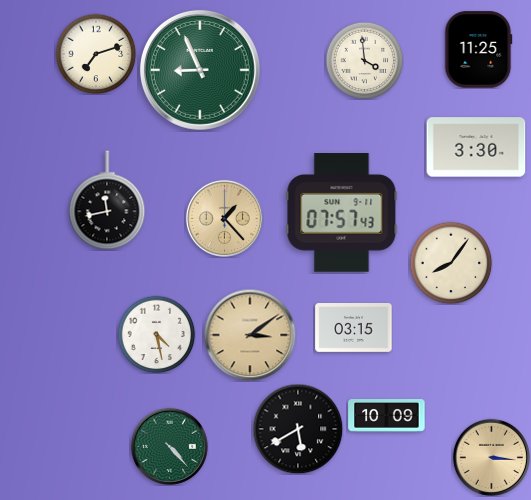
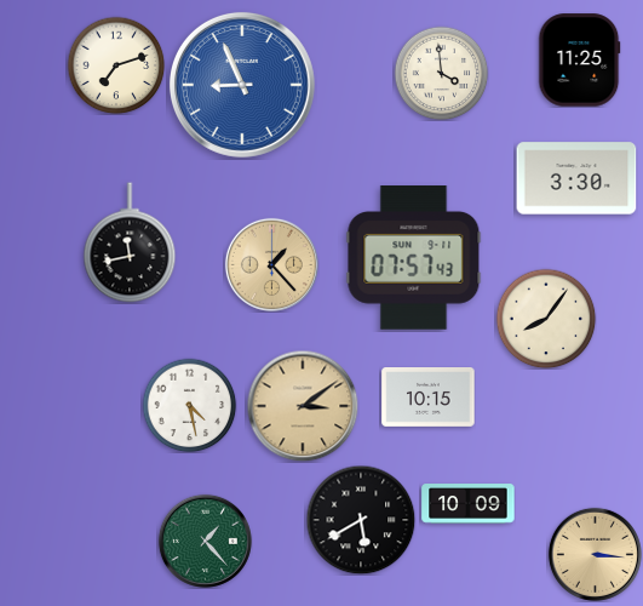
clock at (200, 70) dial: green -> blue
clock at (354, 328): 03:15 -> 10:15
clock at (169, 446): 4:23 -> 1:23
